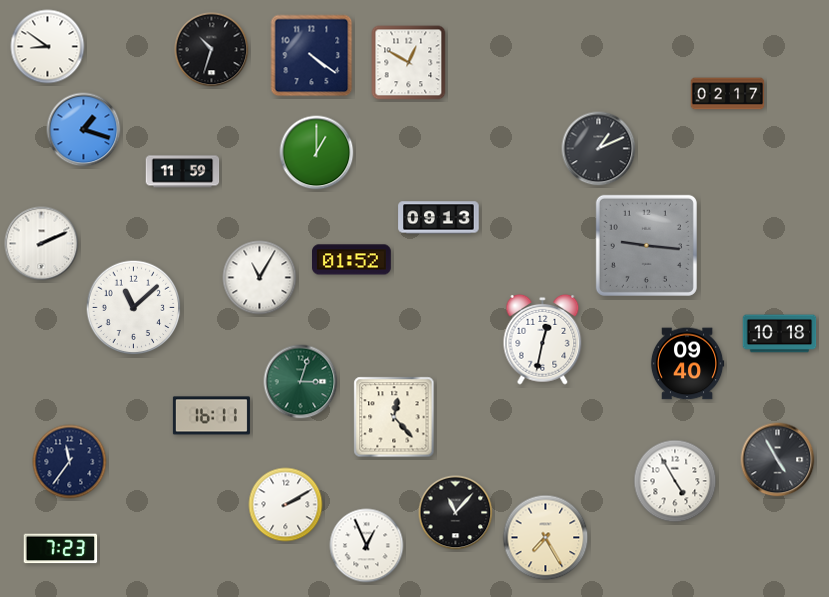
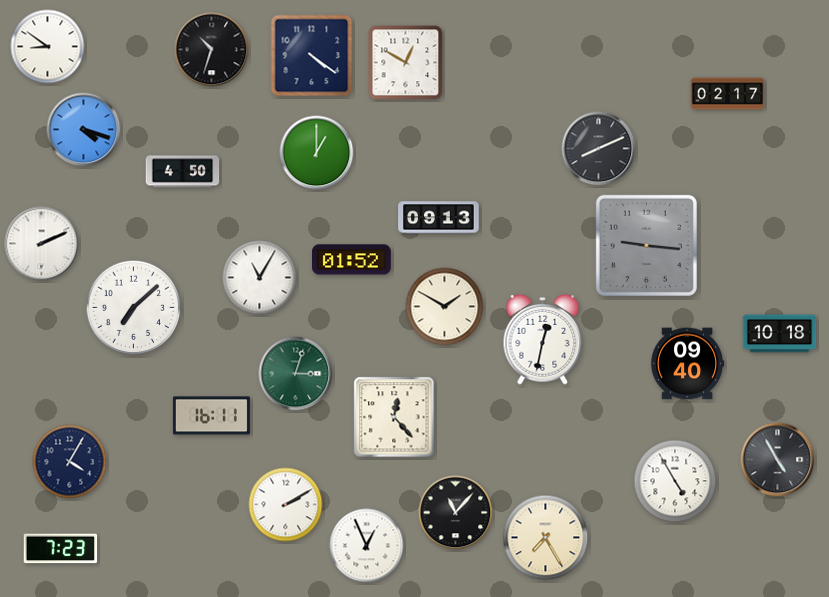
clock at (409, 63) position: (409, 63) -> (406, 63)
clock at (84, 130): 1:18 -> 4:18
clock at (599, 149): 1:11 -> 8:11
clock at (183, 172): 11:59 -> 4:50
clock at (445, 307): none -> 1:50
clock at (134, 308): 11:08 -> 7:08
clock at (301, 382) position: (301, 382) -> (296, 374)
clock at (70, 462): 11:36 -> 4:05
